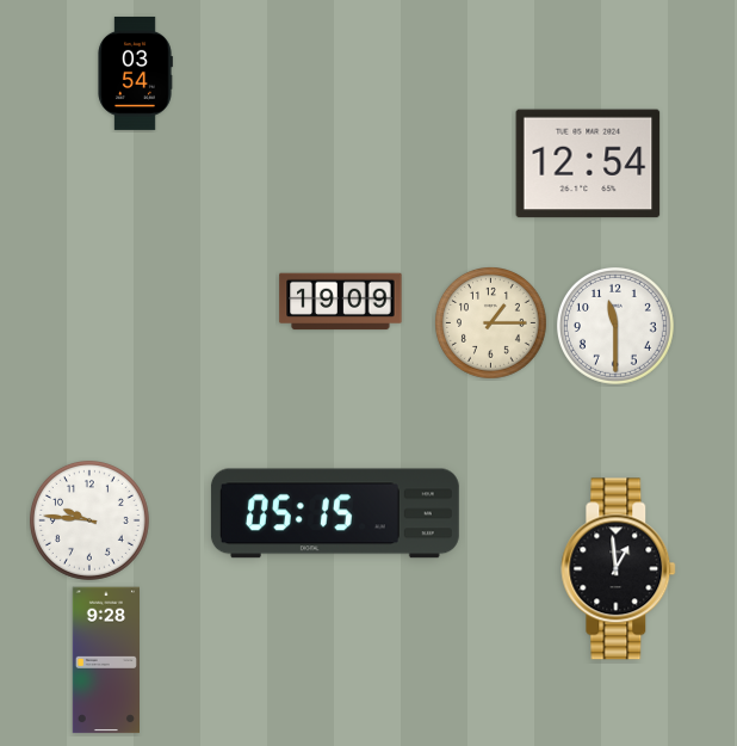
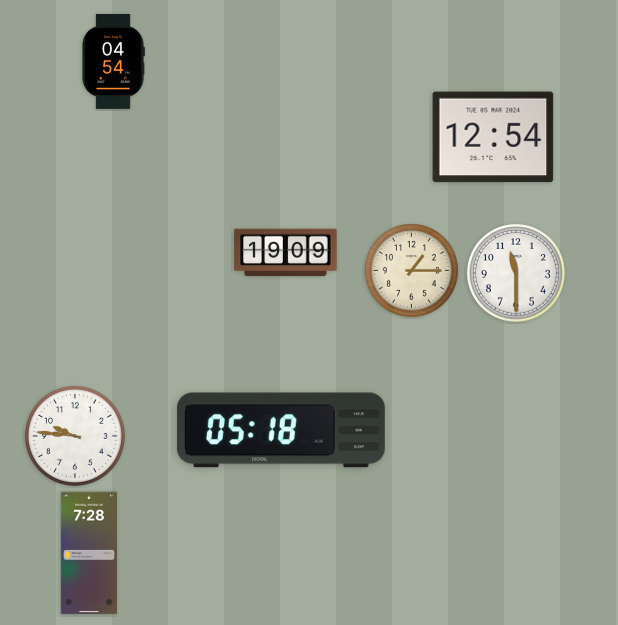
clock at (135, 73): 03:54 -> 04:54
clock at (335, 513): 05:15 -> 05:18
clock at (619, 569): 12:59 -> none
clock at (105, 660): 9:28 -> 7:28
